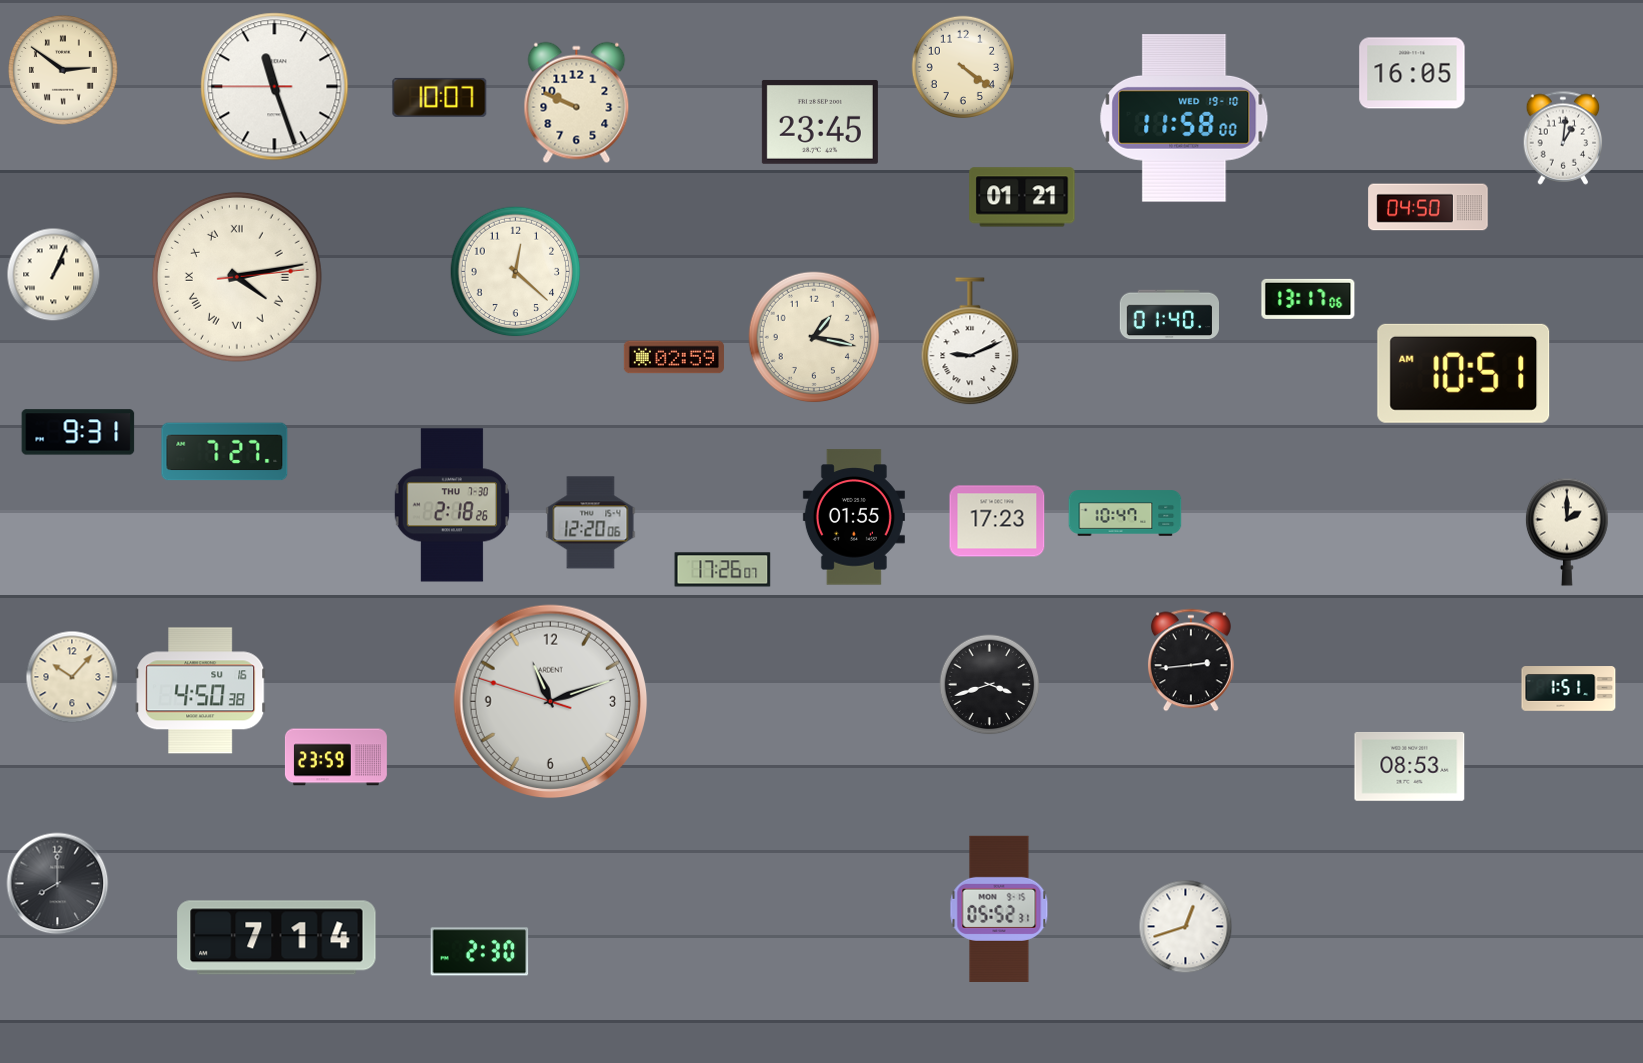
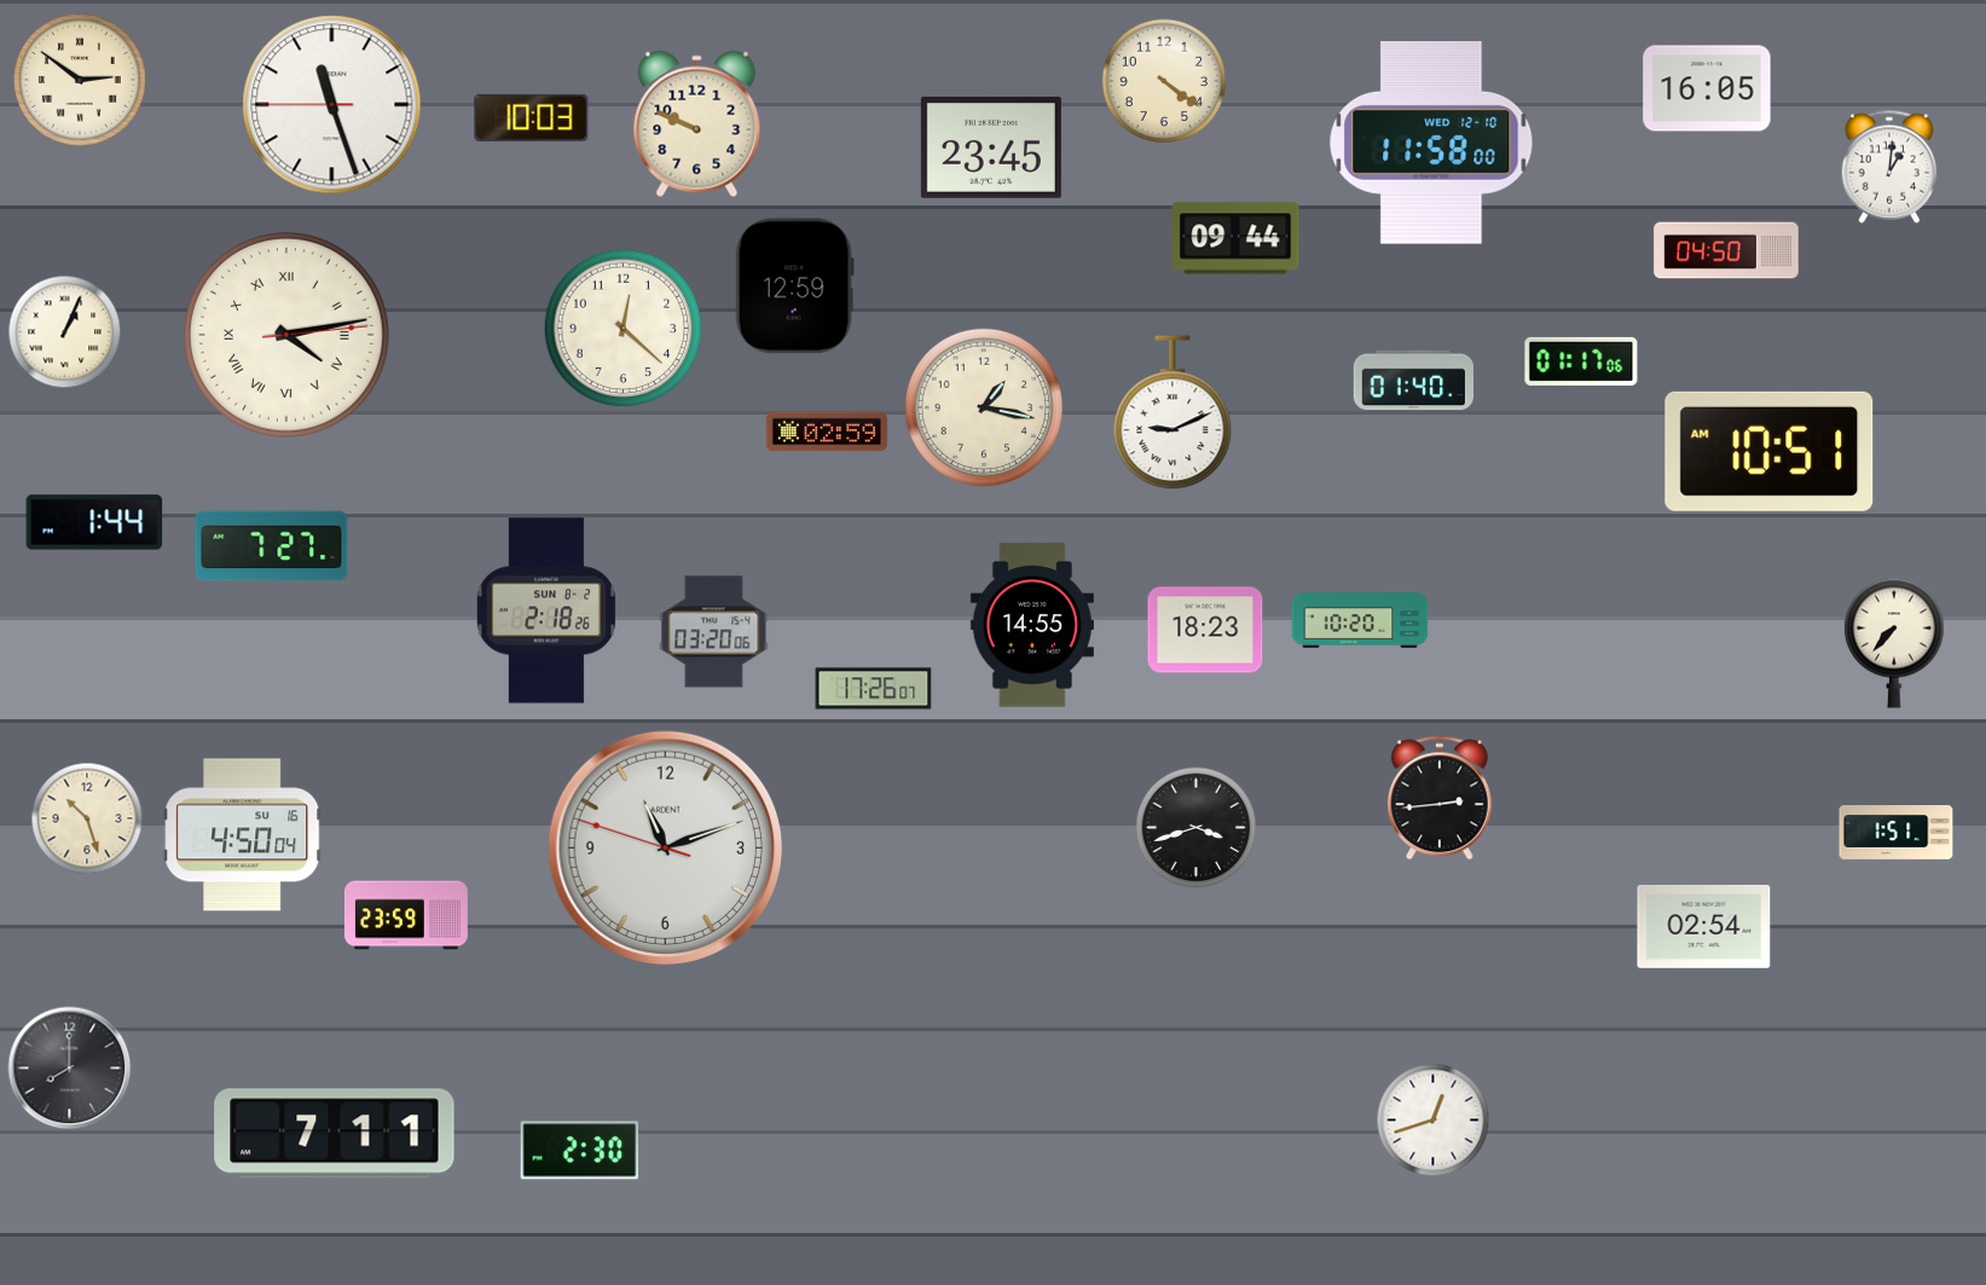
clock at (64, 71) position: (64, 71) -> (81, 81)
clock at (440, 97): 10:07 -> 10:03
clock at (1184, 119) date: WED 19-10 -> WED 12-10
clock at (1022, 197): 01:21 -> 09:44
clock at (794, 286): none -> 12:59
clock at (1308, 299): 13:17 -> 01:17
clock at (674, 357) position: (674, 357) -> (827, 432)
clock at (78, 432): 9:31 -> 1:44
clock at (451, 505) date: THU 7-30 -> SUN 8-2
clock at (1125, 513): 10:47 -> 10:20
clock at (854, 517): 01:55 -> 14:55
clock at (997, 521): 17:23 -> 18:23
clock at (591, 523): 12:20 -> 03:20
clock at (1567, 532): 2:00 -> 7:37
clock at (72, 677): 10:07 -> 10:27
clock at (201, 691): 4:50:38 -> 4:50:04
clock at (1410, 766): 08:53 -> 02:54
clock at (999, 909): 05:52 -> none
clock at (277, 938): 7:14 -> 7:11
